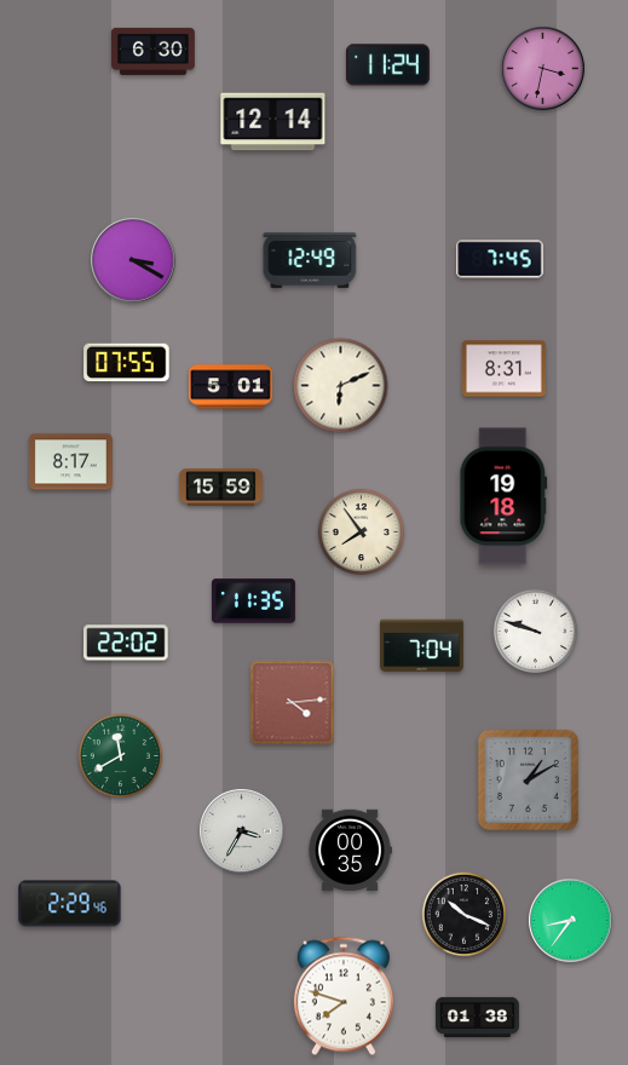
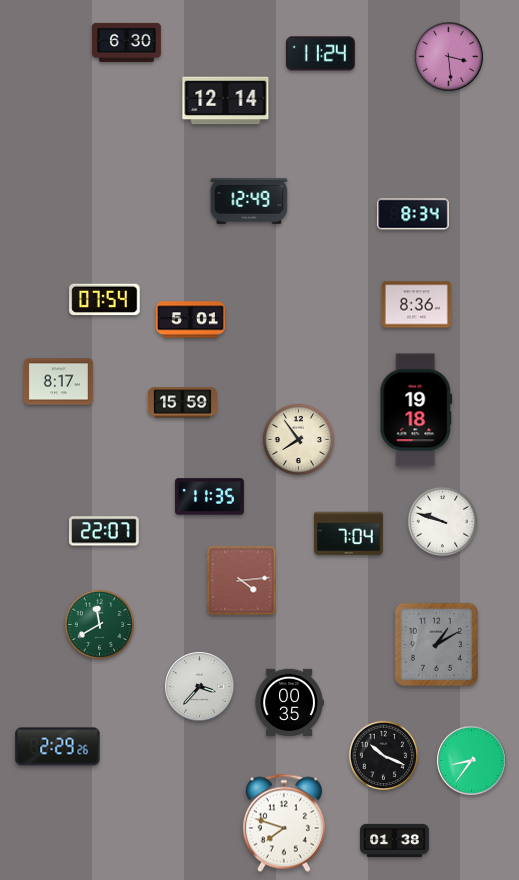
clock at (543, 69): 3:32 -> 3:29
clock at (500, 259): 7:45 -> 8:34
clock at (133, 260): 3:20 -> none
clock at (310, 260) position: (310, 260) -> (249, 201)
clock at (127, 363): 07:55 -> 07:54
clock at (503, 369): 8:31 -> 8:36
clock at (341, 386): 6:11 -> none
clock at (127, 643): 22:02 -> 22:07
clock at (242, 831): 3:35 -> 3:37
clock at (70, 904): 2:29:46 -> 2:29:26
